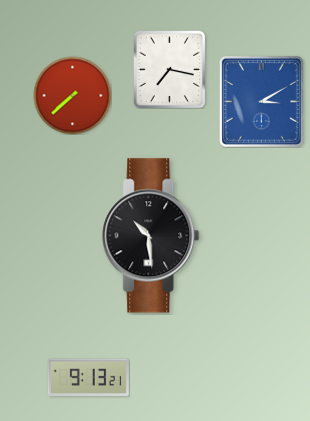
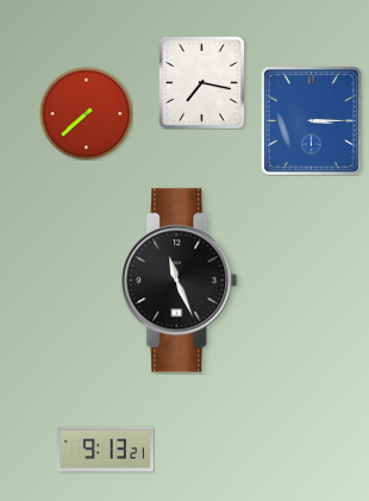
clock at (261, 101): 3:10 -> 3:15
clock at (151, 236): 10:29 -> 11:26
